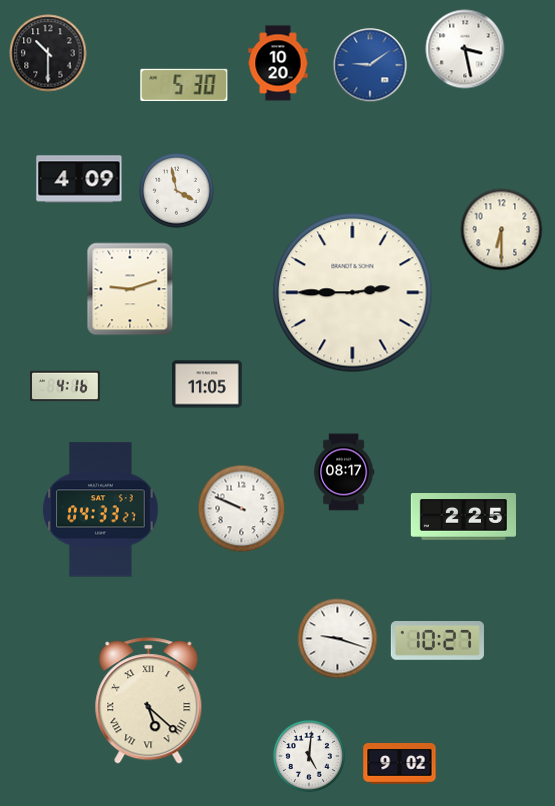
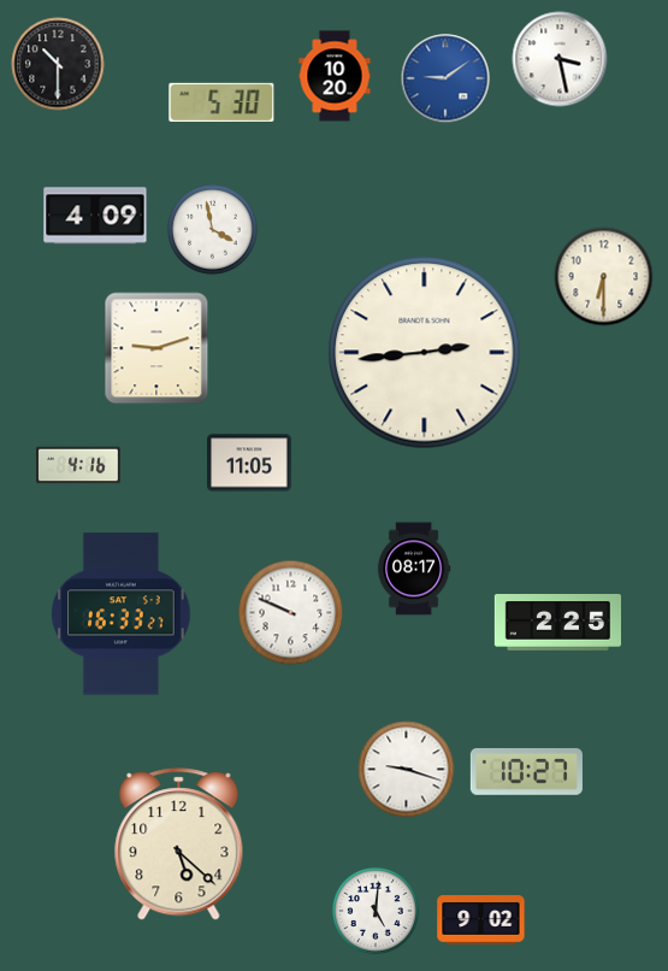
clock at (353, 293): 2:45 -> 2:44
clock at (101, 510): 04:33 -> 16:33
clock at (149, 701) numerals: Roman -> Arabic
clock at (309, 756) position: (309, 756) -> (376, 911)
